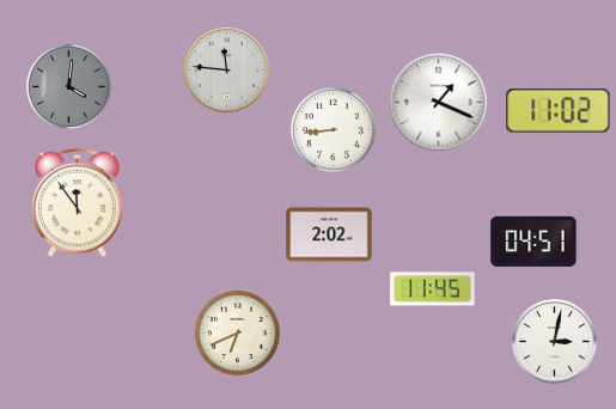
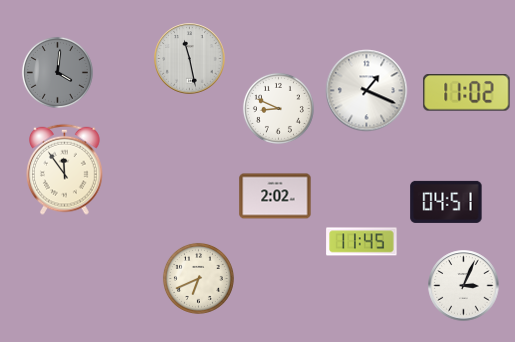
clock at (227, 71): 11:46 -> 11:28
clock at (439, 103) position: (439, 103) -> (367, 91)
clock at (333, 129): 8:44 -> 8:49
clock at (555, 342): 3:02 -> 3:04
